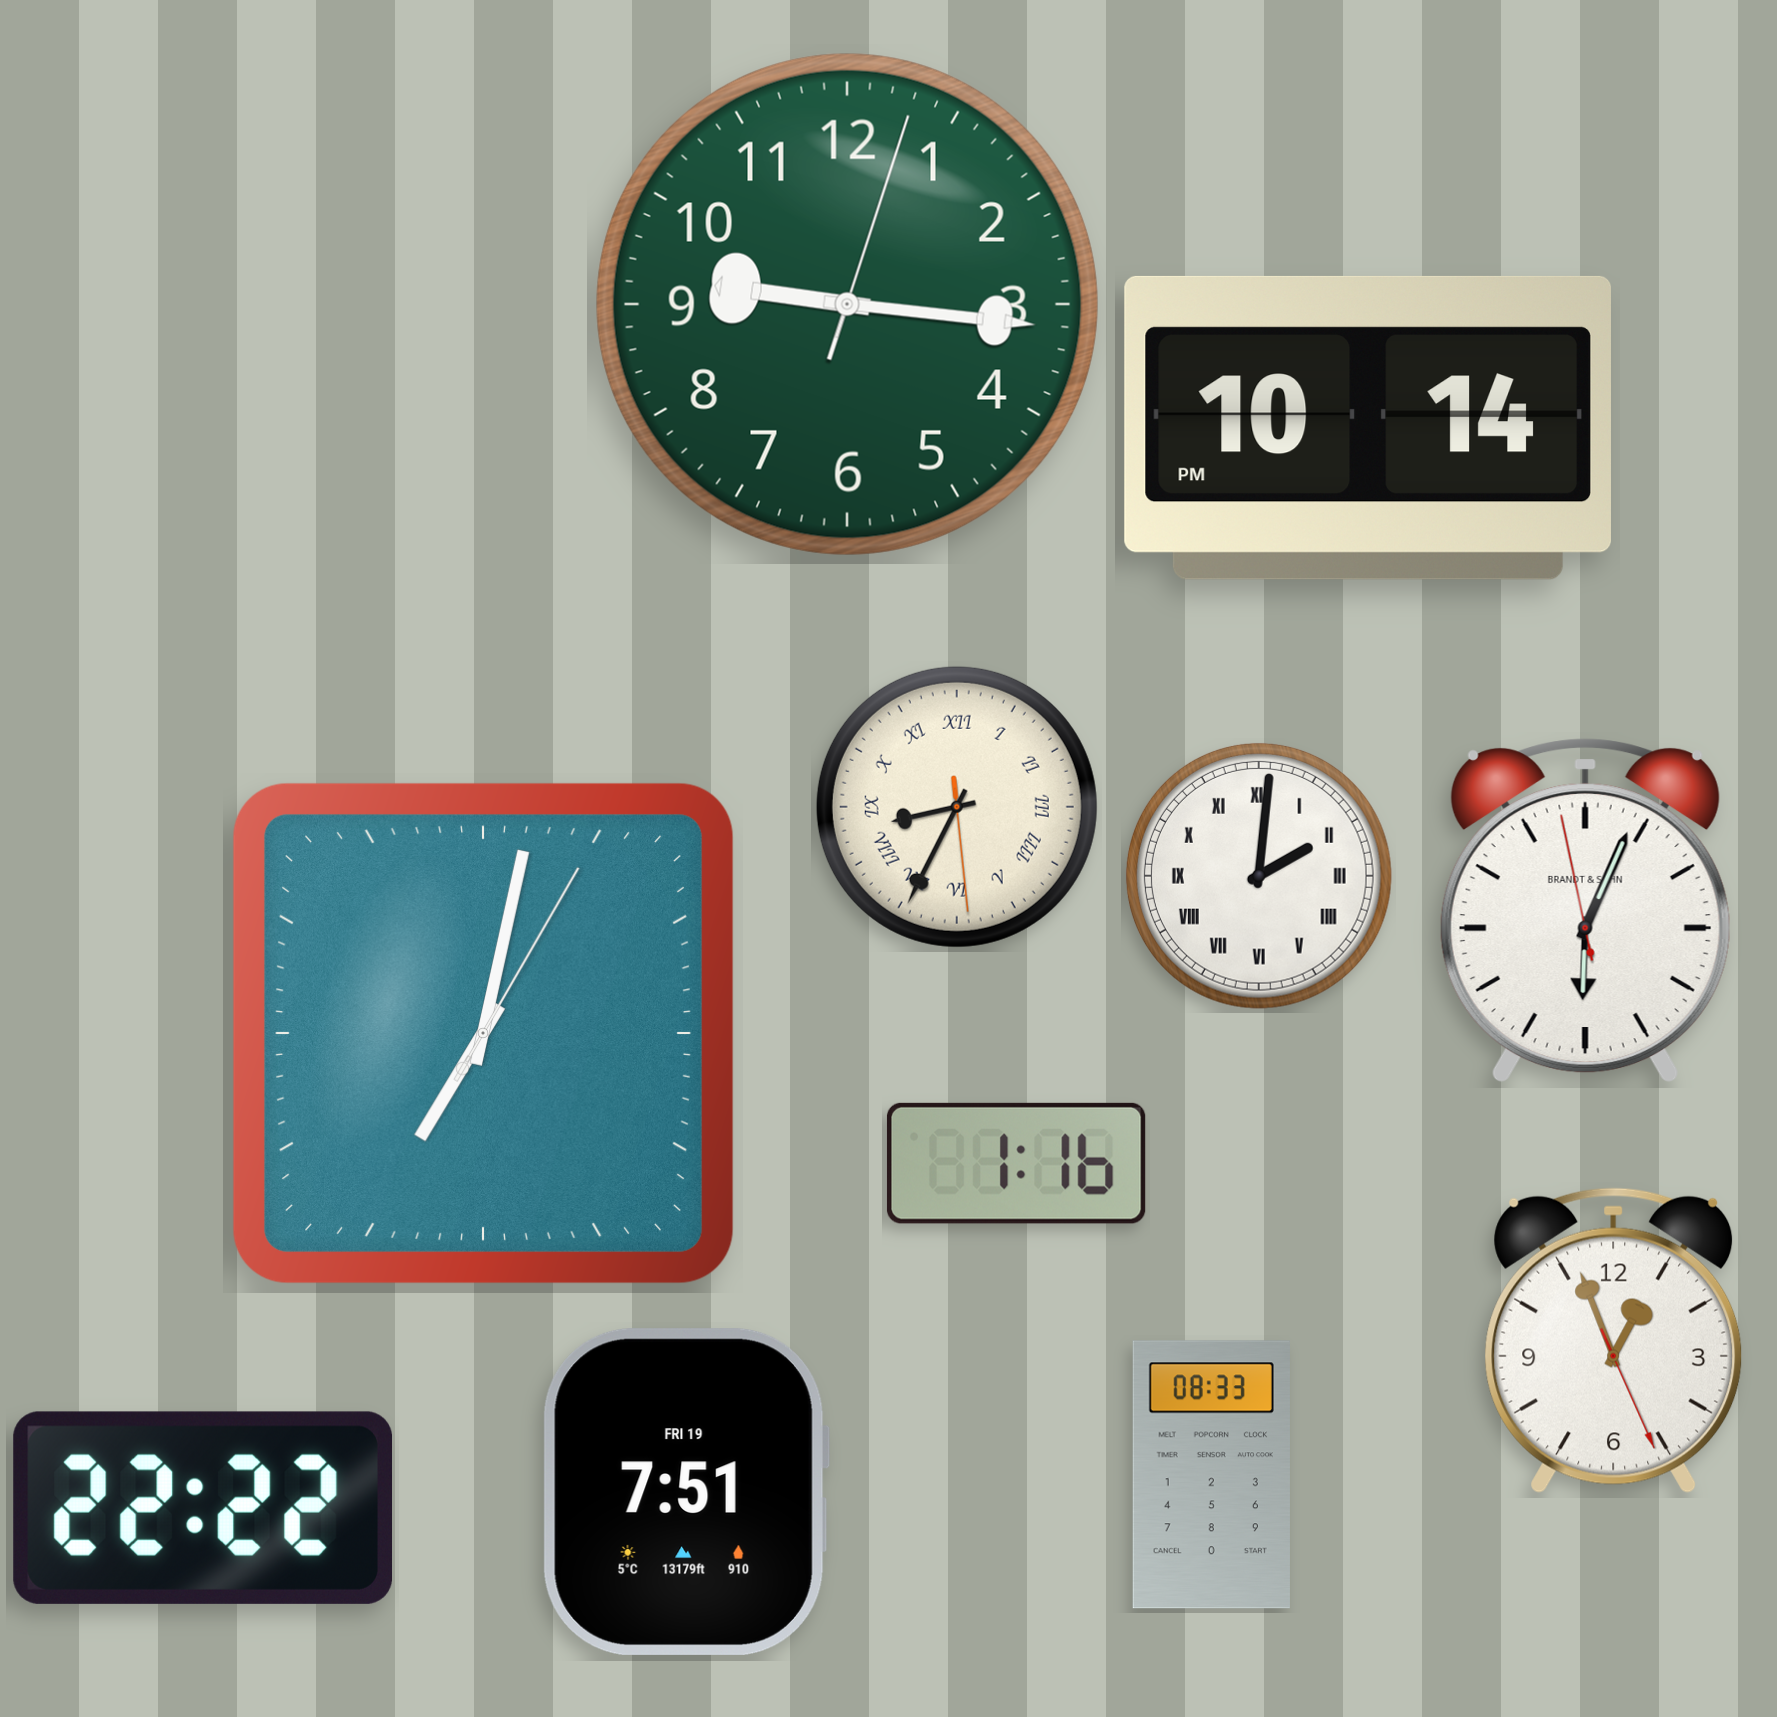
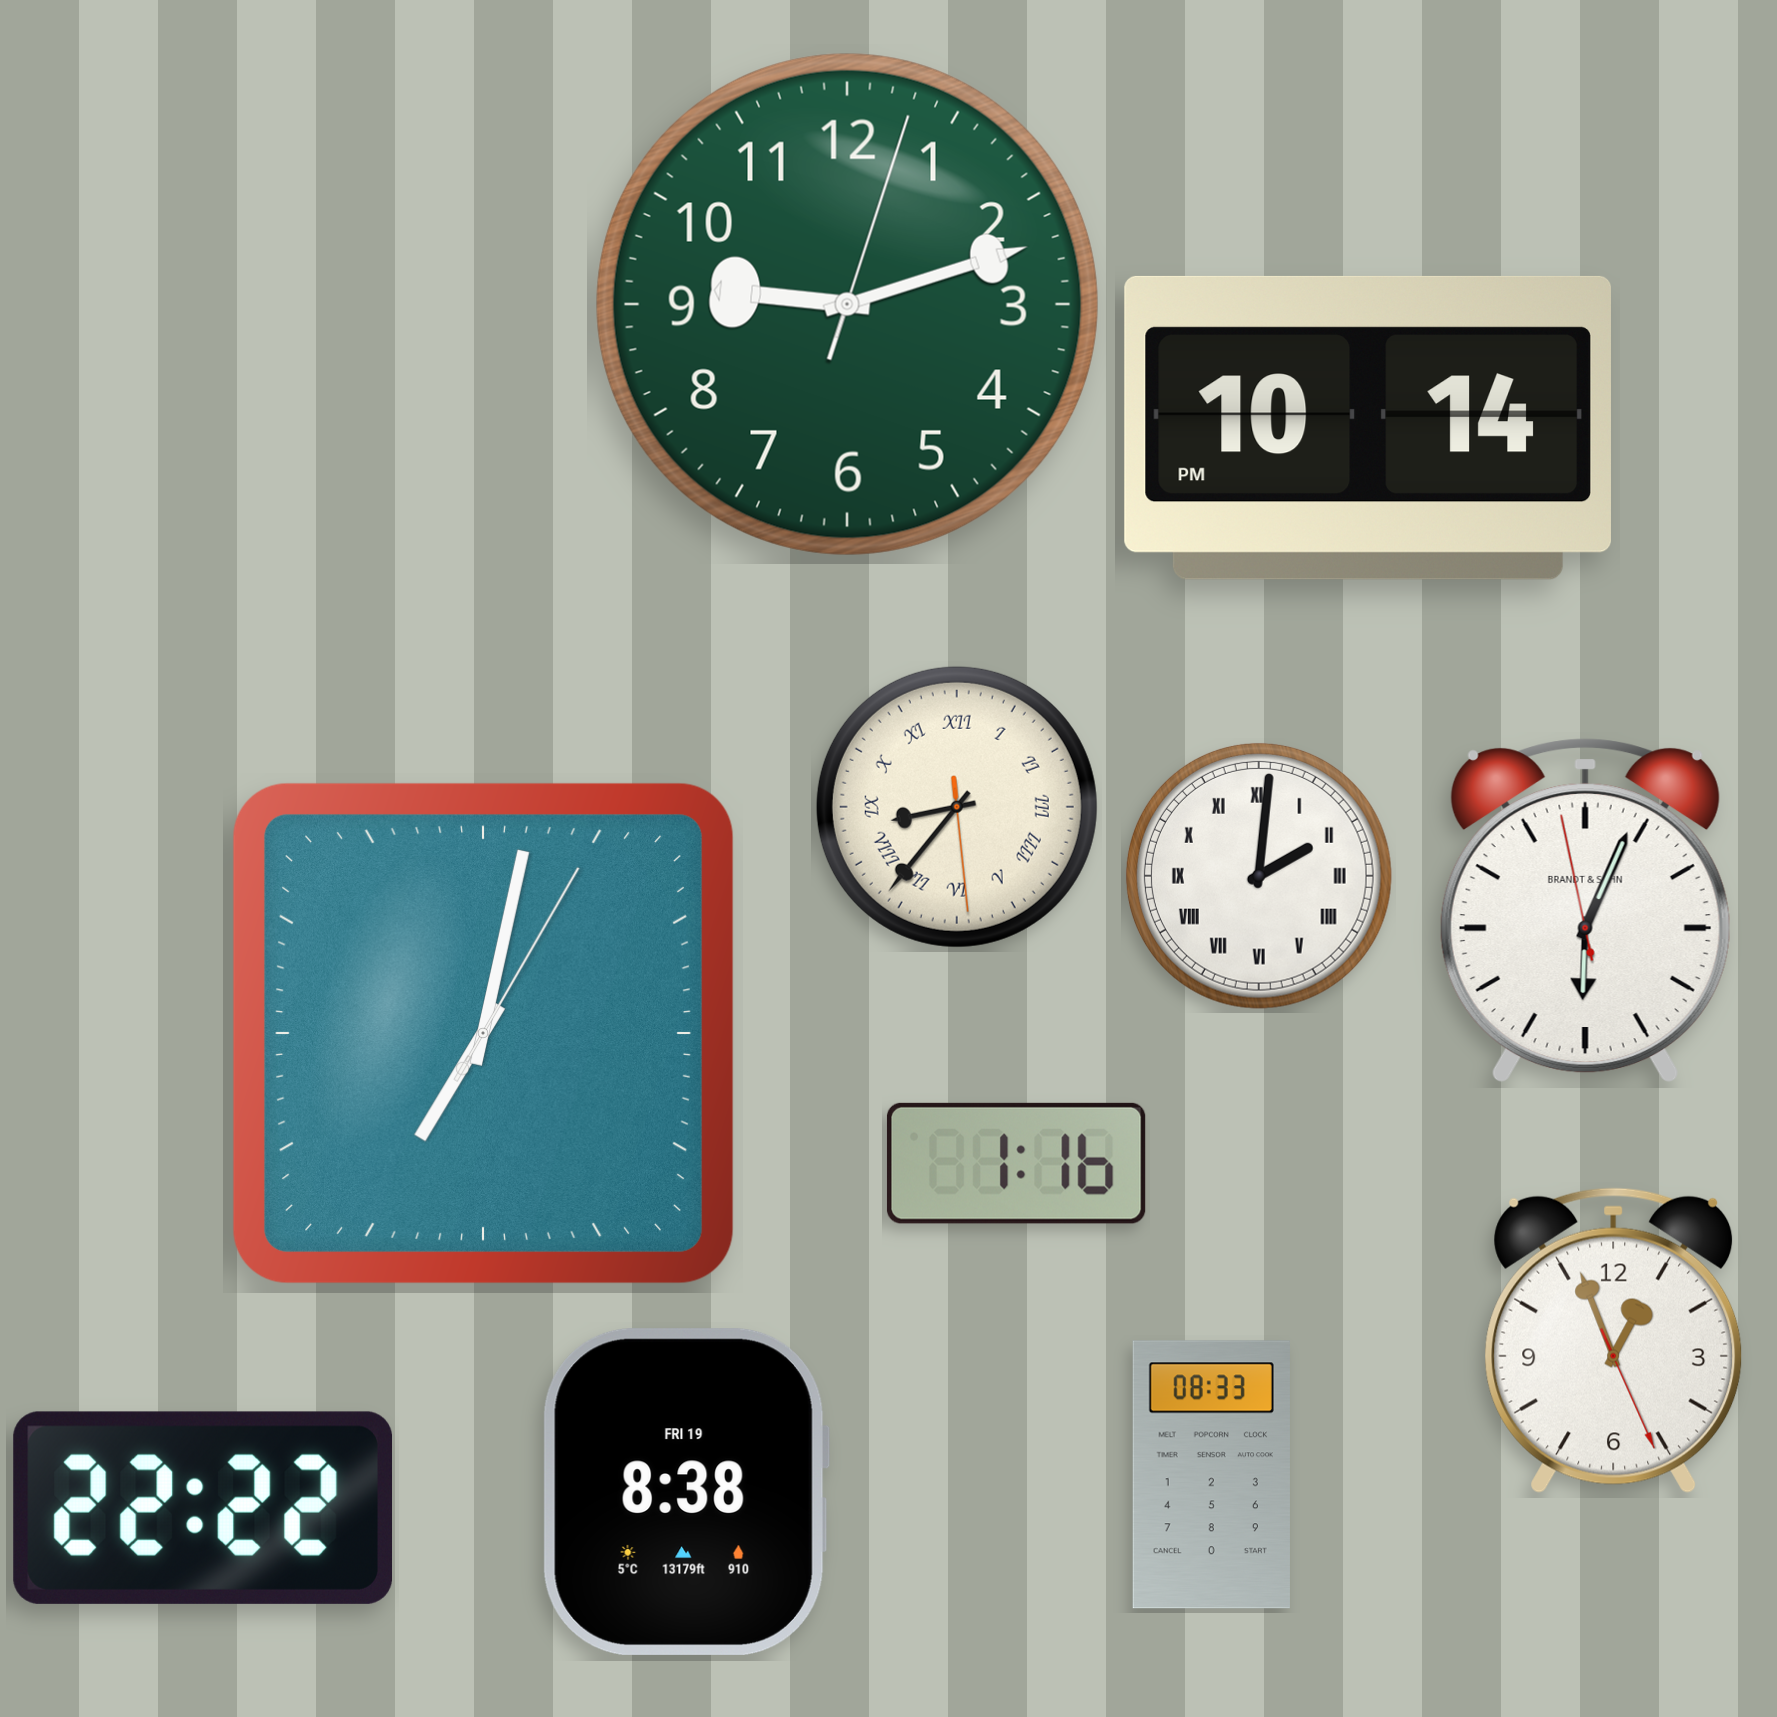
clock at (847, 304): 9:16 -> 9:12
clock at (957, 807): 8:34 -> 8:36
clock at (685, 1492): 7:51 -> 8:38
